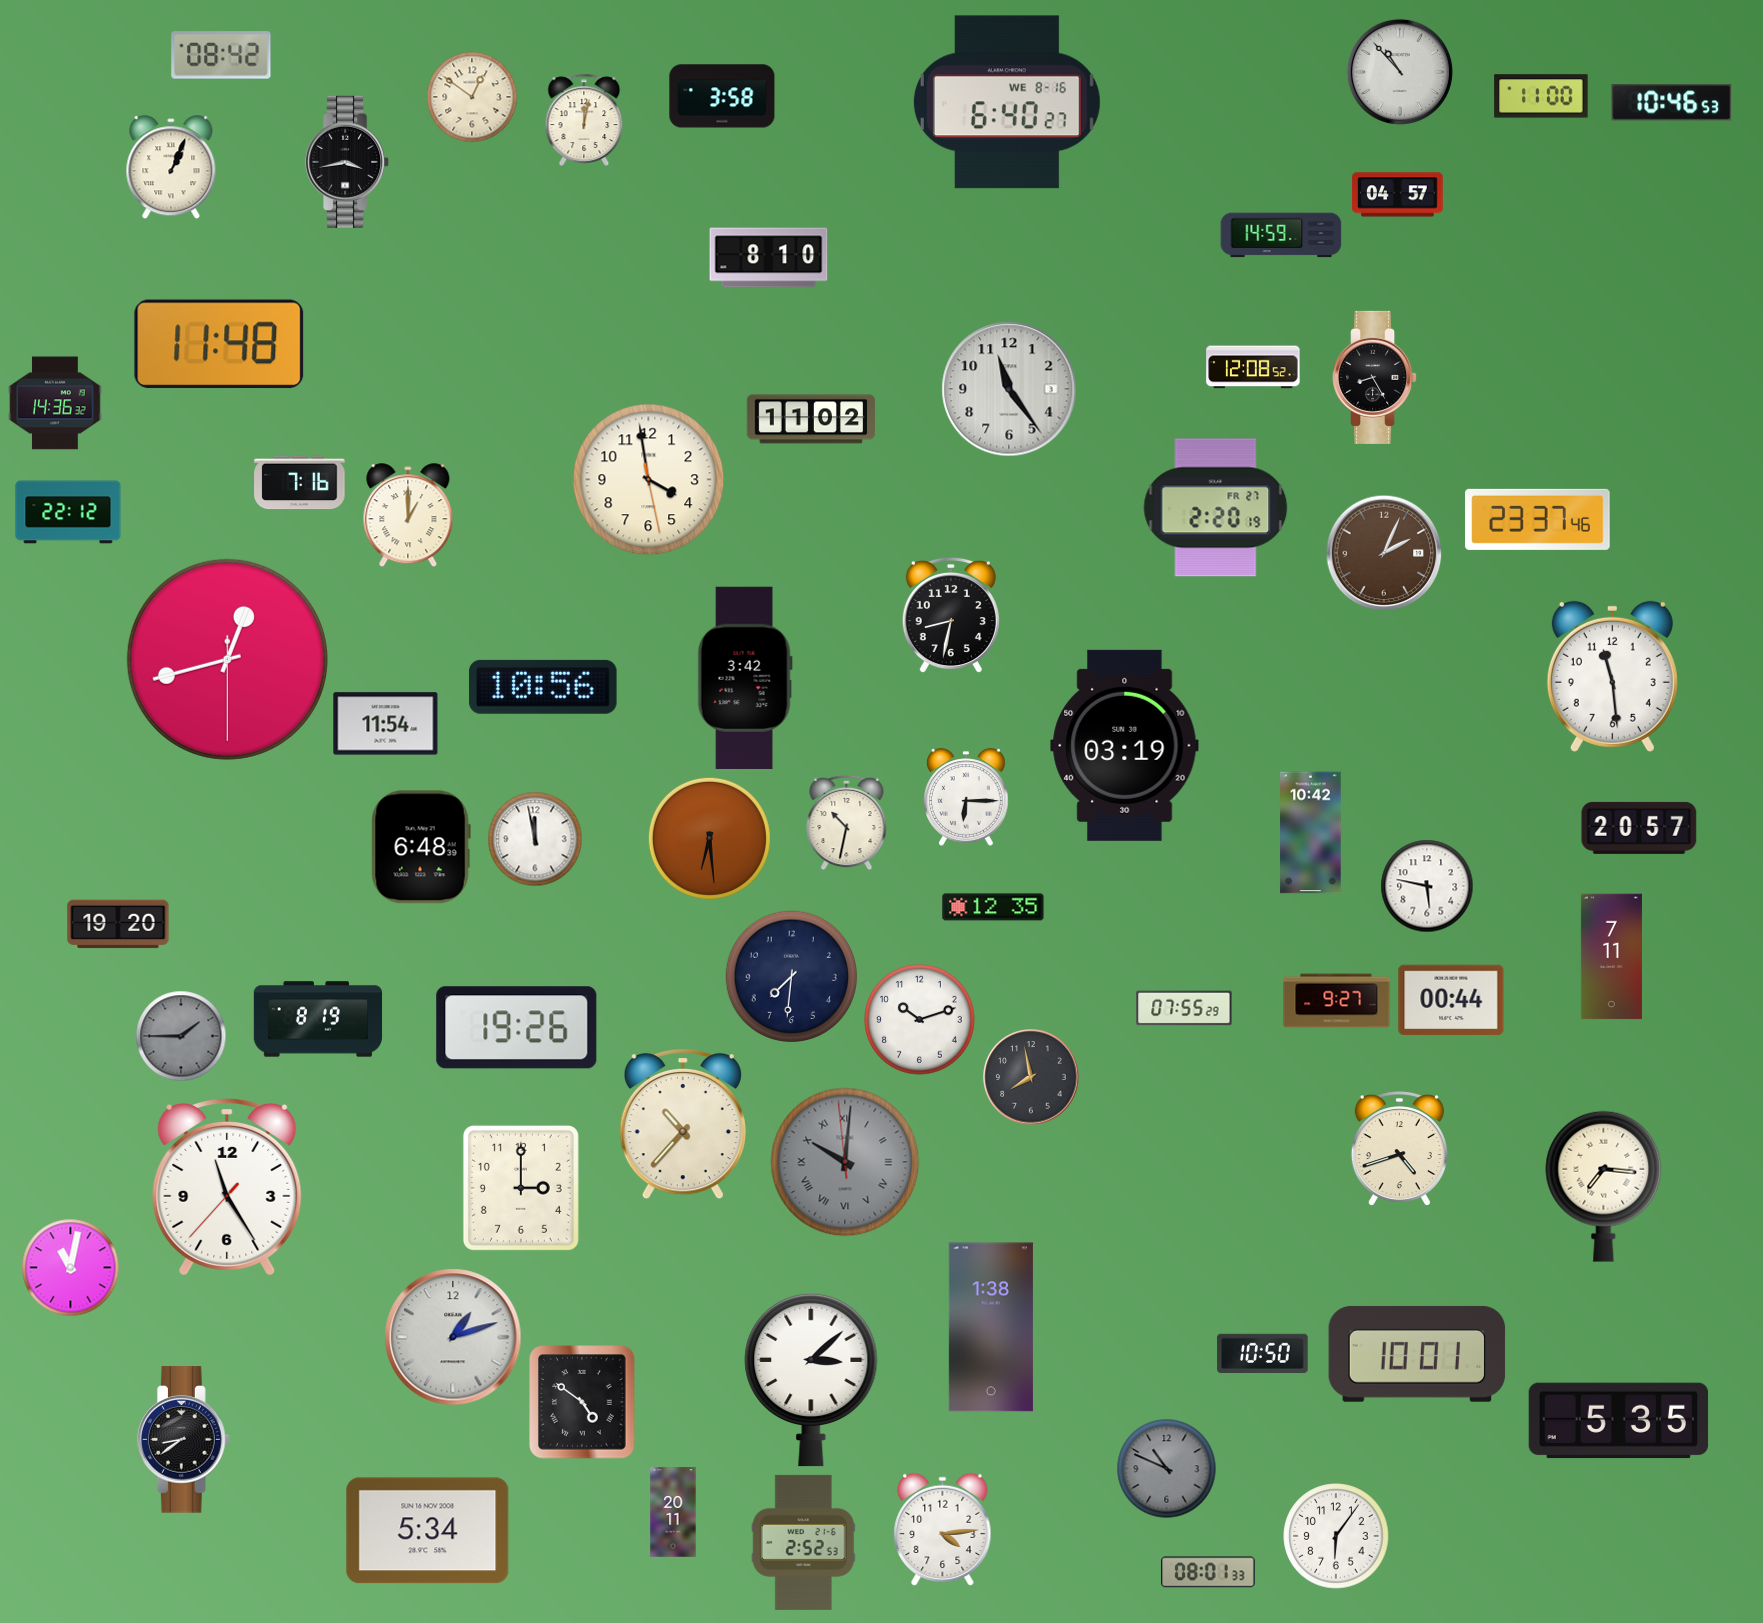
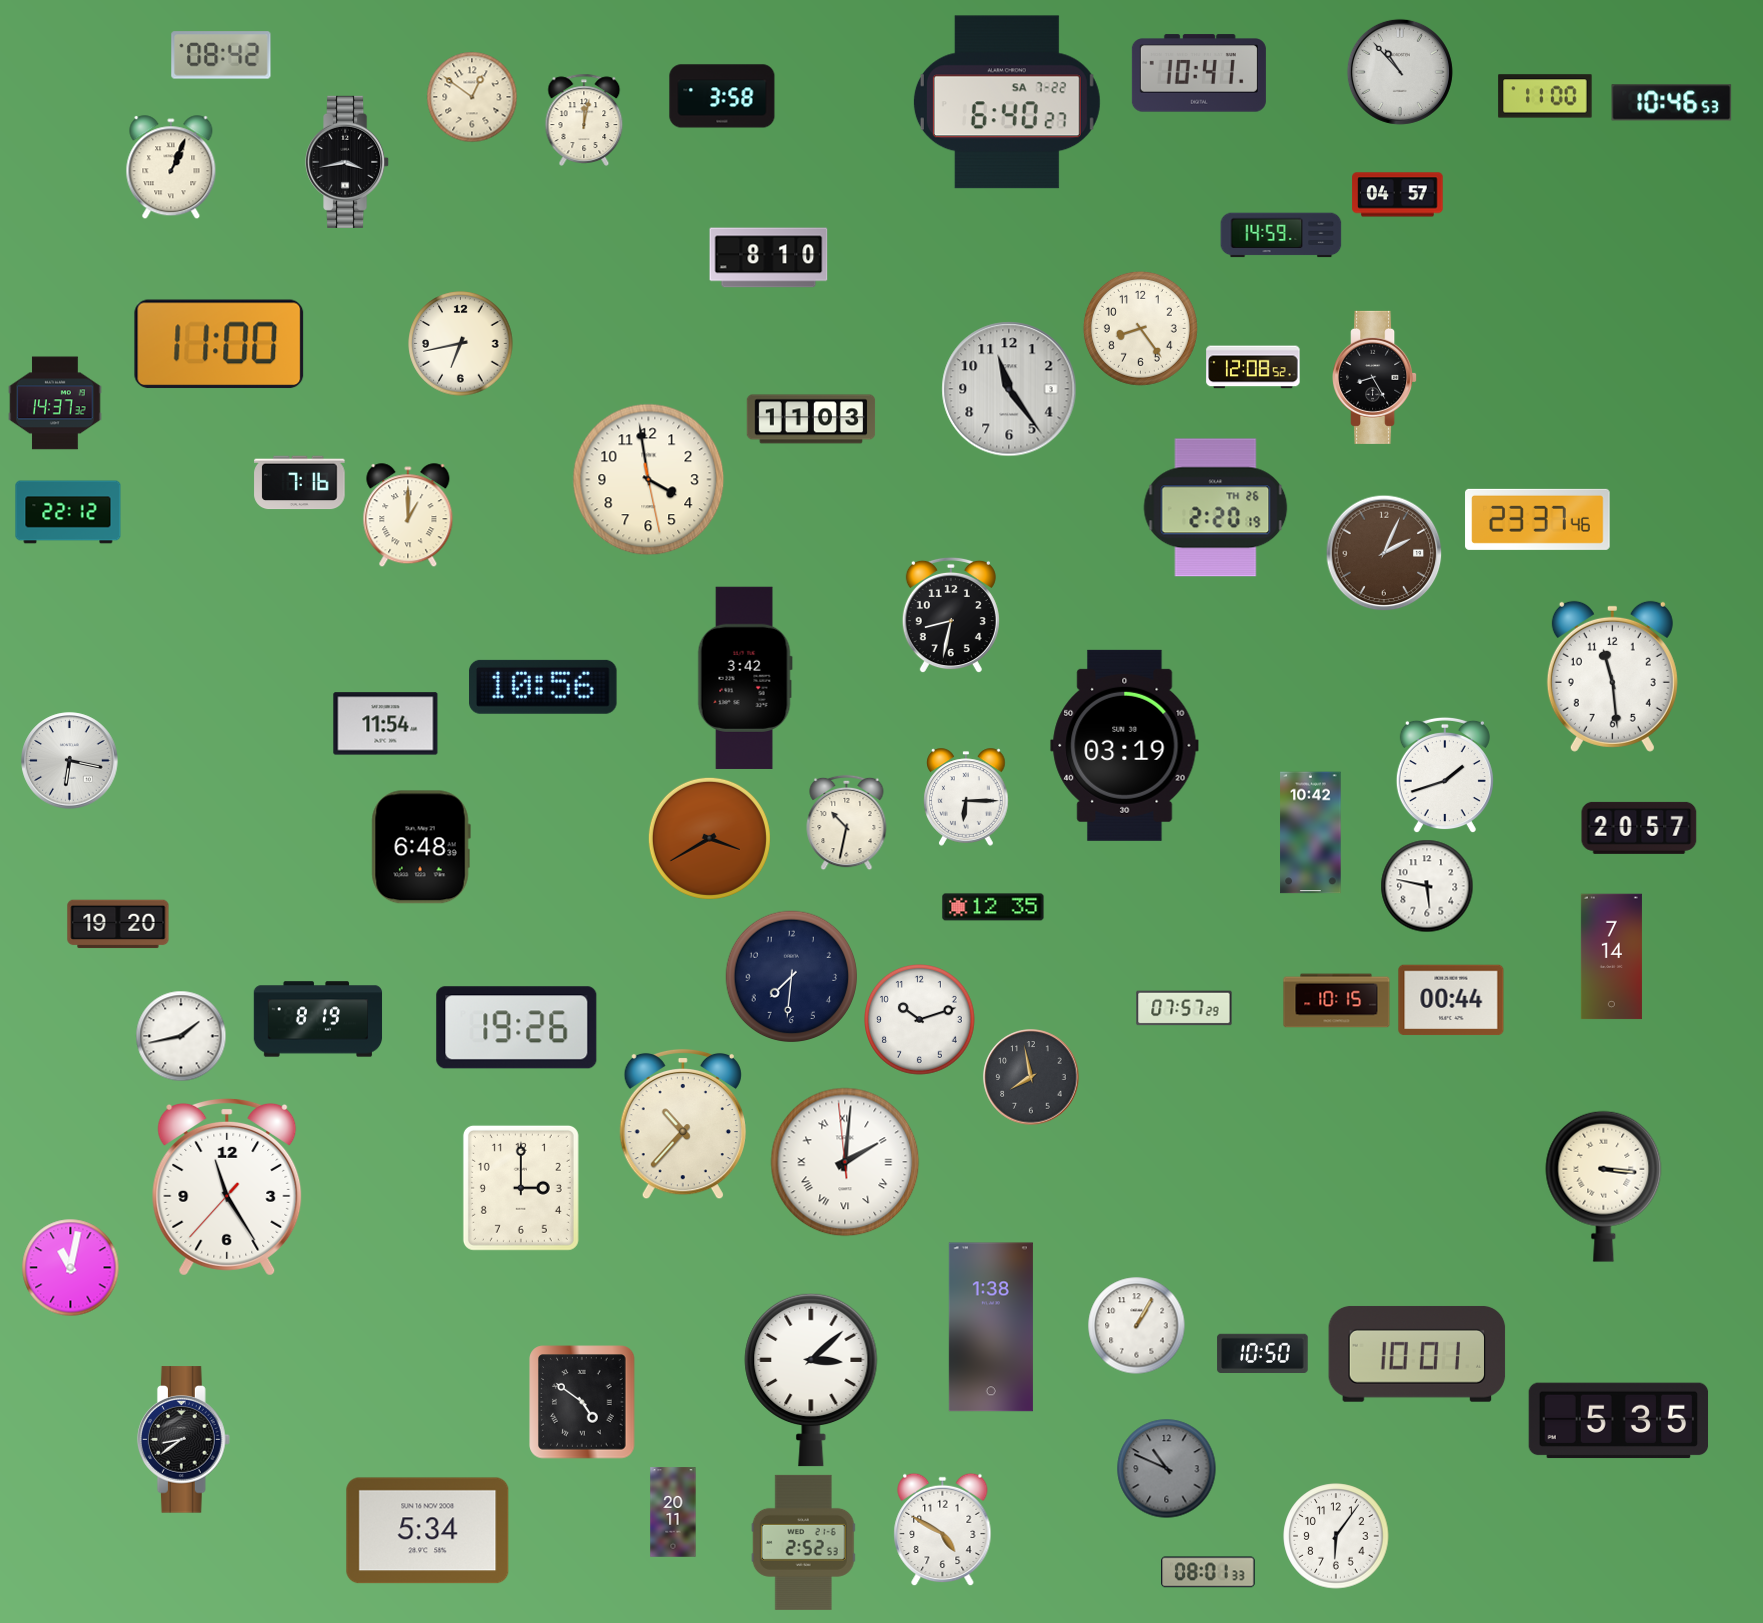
clock at (1199, 73): none -> 10:41
clock at (1541, 96) position: (1541, 96) -> (1545, 96)
clock at (1007, 102) date: WE 8-16 -> SA 7-22
clock at (1140, 328): none -> 8:24
clock at (219, 344): 11:48 -> 11:00
clock at (461, 344): none -> 6:43
clock at (55, 403): 14:36 -> 14:37
clock at (811, 419): 11:02 -> 11:03
clock at (1216, 508) date: FR 27 -> TH 26
clock at (227, 659): 12:42 -> none
clock at (70, 761): none -> 6:17
clock at (1445, 775): none -> 1:42
clock at (709, 838): 6:29 -> 3:40
clock at (535, 839): 11:58 -> none
clock at (1611, 957): 7:11 -> 7:14
clock at (1337, 1001): 9:27 -> 10:15
clock at (1184, 1008): 07:55 -> 07:57
clock at (181, 1036): 1:45 -> 1:43
clock at (181, 1036) dial: grey -> white
clock at (1399, 1148): 4:42 -> none
clock at (845, 1162): 10:00 -> 2:00
clock at (845, 1162) dial: grey -> white
clock at (1604, 1186): 7:16 -> 3:16
clock at (1136, 1325): none -> 1:05
clock at (453, 1337): 1:12 -> none
clock at (943, 1529): 4:14 -> 4:50
